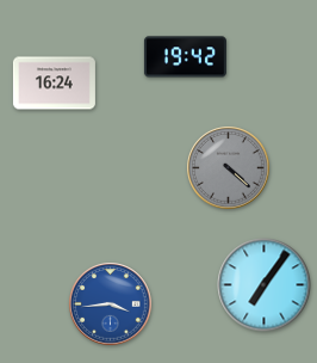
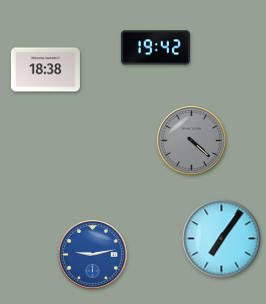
clock at (54, 84): 16:24 -> 18:38
clock at (111, 304): 3:44 -> 9:13
